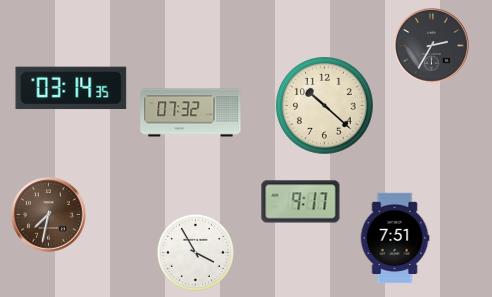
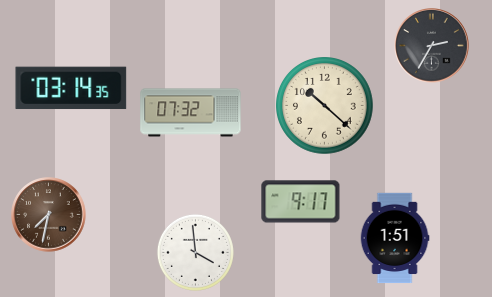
clock at (395, 238): 7:51 -> 1:51
clock at (195, 252): 3:55 -> 3:59
